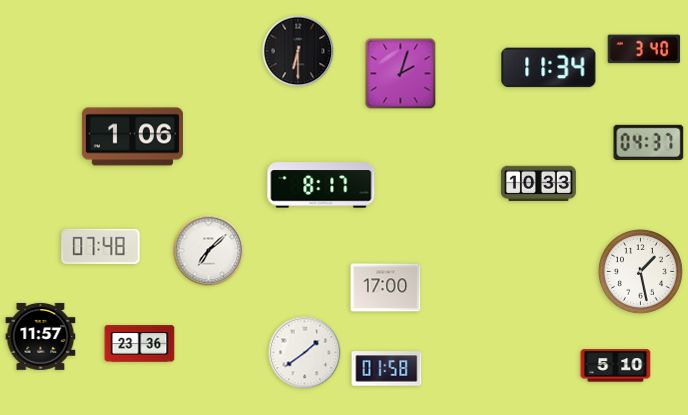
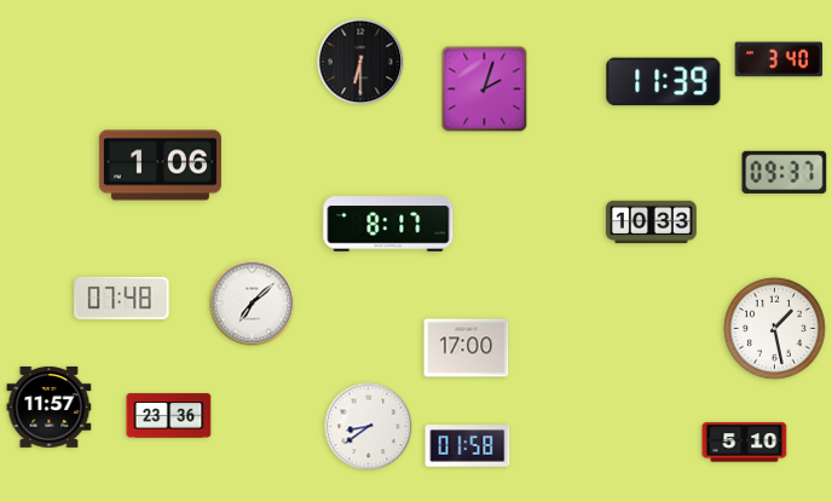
clock at (549, 68): 11:34 -> 11:39
clock at (649, 142): 04:37 -> 09:37
clock at (305, 353): 1:39 -> 8:39
